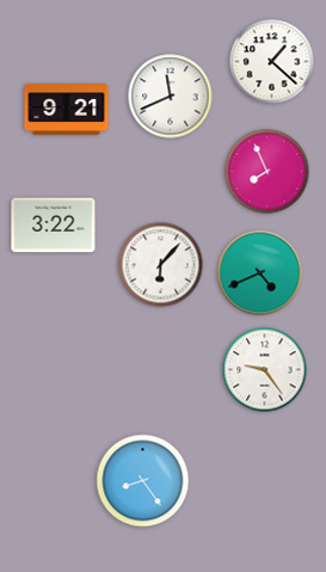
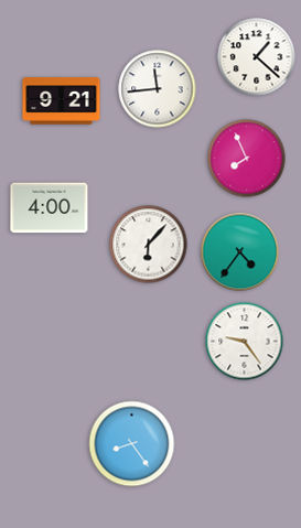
clock at (272, 62) position: (272, 62) -> (257, 57)
clock at (171, 97): 11:41 -> 11:44
clock at (54, 226): 3:22 -> 4:00
clock at (260, 273): 4:41 -> 4:36
